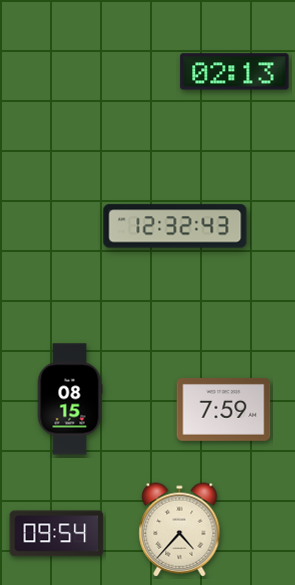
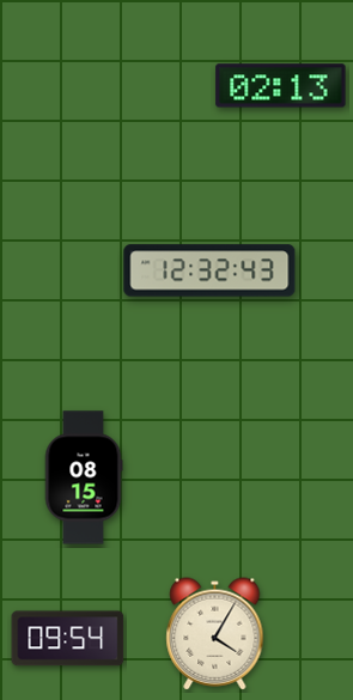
clock at (224, 409): 7:59 -> none
clock at (180, 530): 4:37 -> 4:05
